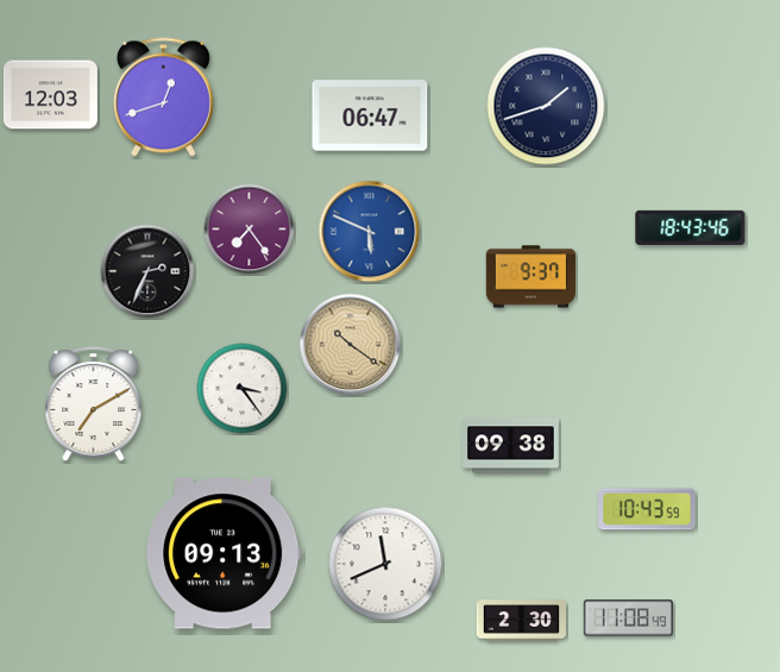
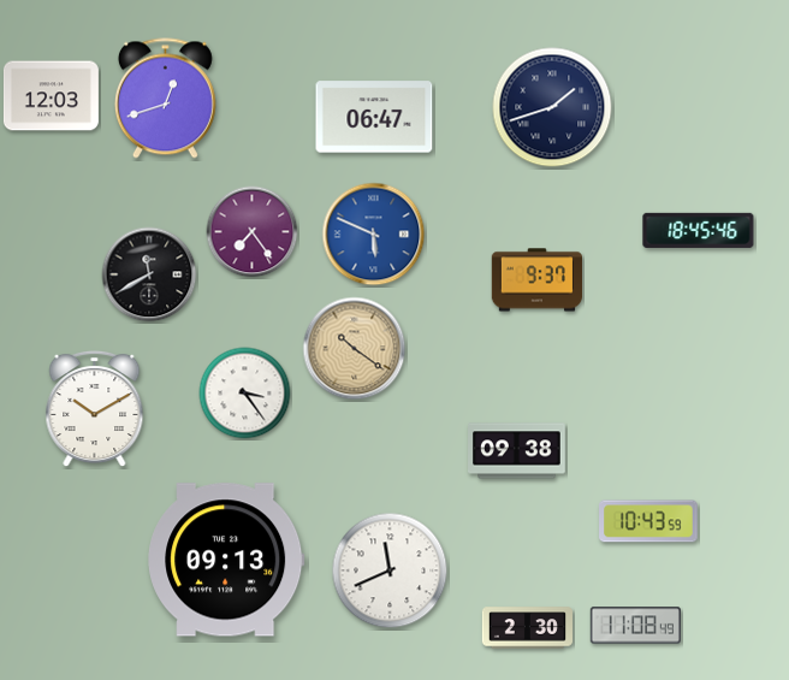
clock at (691, 227): 18:43 -> 18:45
clock at (147, 271): 2:34 -> 11:40
clock at (94, 404): 7:10 -> 10:10
clock at (647, 509) position: (647, 509) -> (648, 521)
